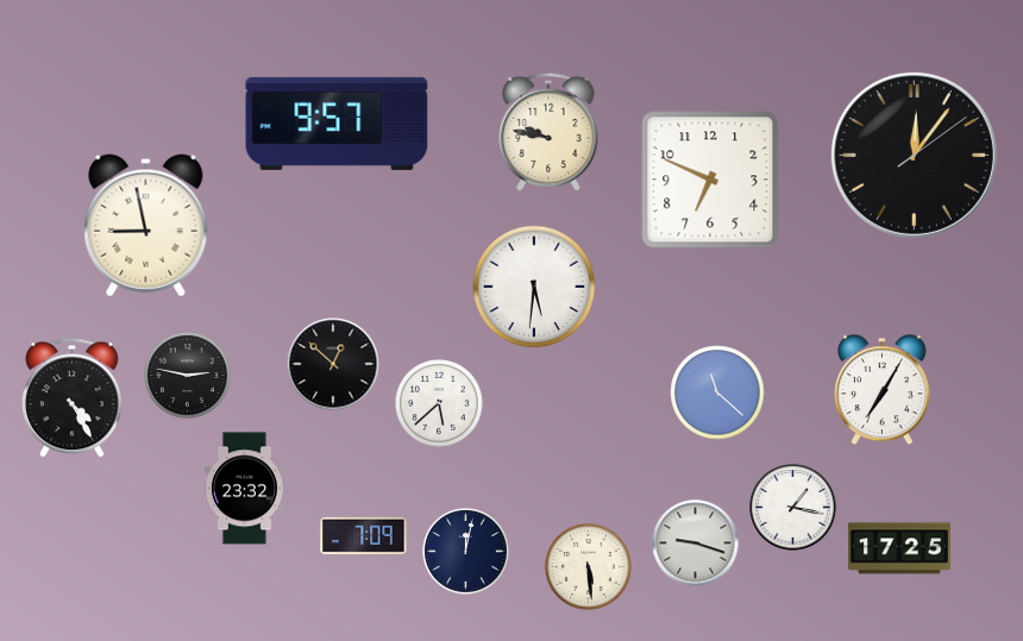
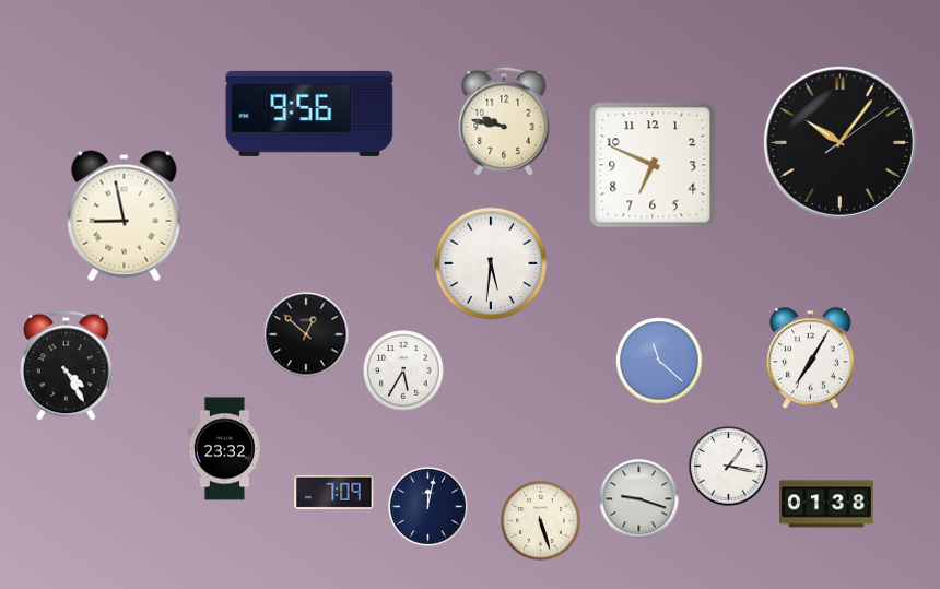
clock at (337, 124): 9:57 -> 9:56
clock at (914, 155): 12:06 -> 10:06
clock at (146, 226) position: (146, 226) -> (125, 216)
clock at (188, 376): 2:47 -> none
clock at (439, 403): 5:38 -> 5:35
clock at (900, 548): 17:25 -> 01:38
clock at (589, 567): 5:29 -> 5:27
